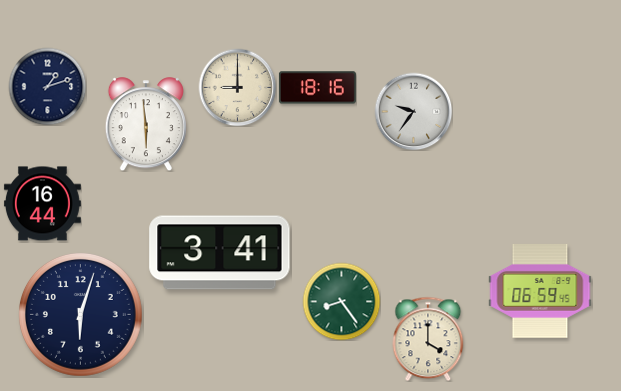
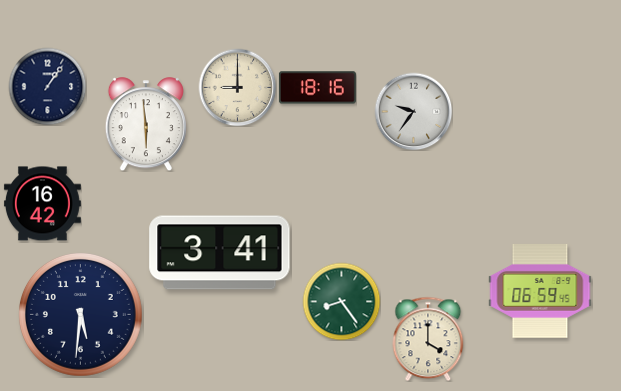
clock at (47, 86): 1:12 -> 1:06
clock at (42, 204): 16:44 -> 16:42
clock at (81, 315): 6:03 -> 5:31
